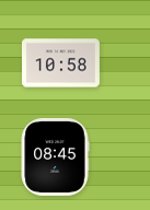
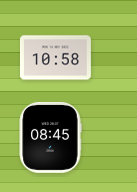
clock at (55, 156) position: (55, 156) -> (50, 137)
